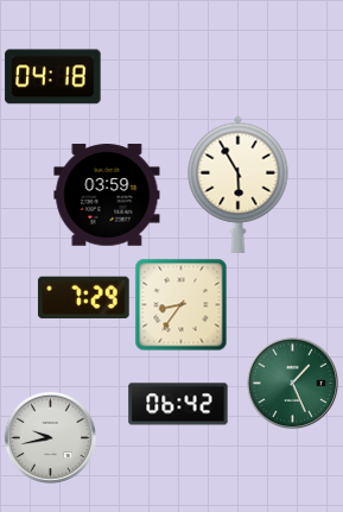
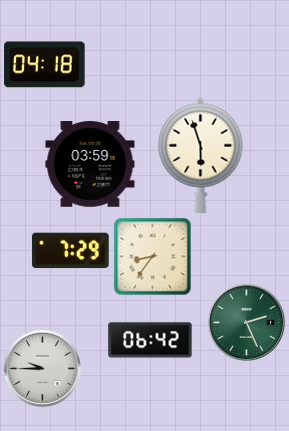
clock at (239, 184): 5:55 -> 5:57
clock at (292, 383): 1:26 -> 2:26
clock at (50, 437): 9:43 -> 9:45
